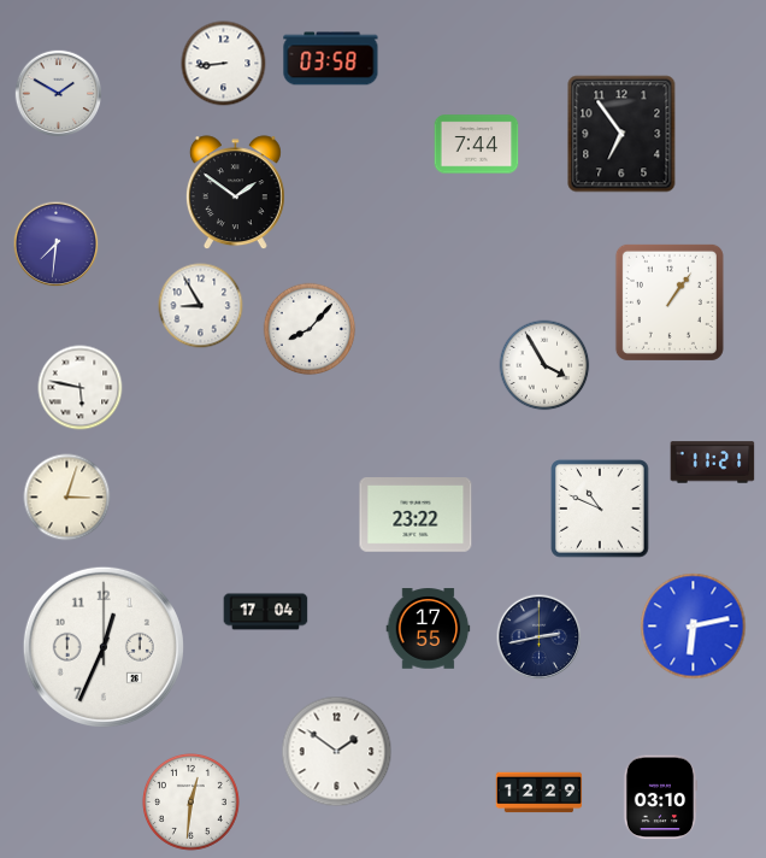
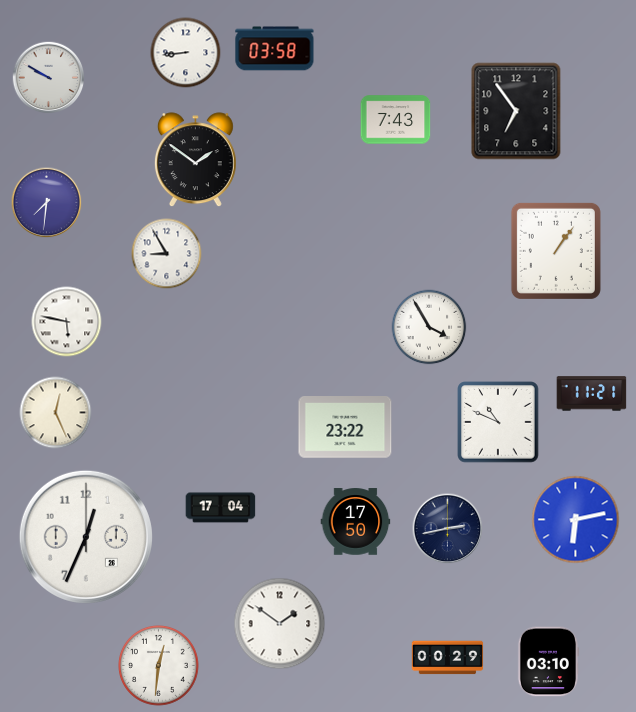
clock at (59, 94): 1:50 -> 9:50
clock at (477, 145): 7:44 -> 7:43
clock at (310, 329): 8:07 -> none
clock at (544, 365) position: (544, 365) -> (429, 327)
clock at (713, 463) position: (713, 463) -> (592, 394)
clock at (67, 498): 3:03 -> 12:26
clock at (429, 629): 17:55 -> 17:50
clock at (540, 793): 12:29 -> 00:29
